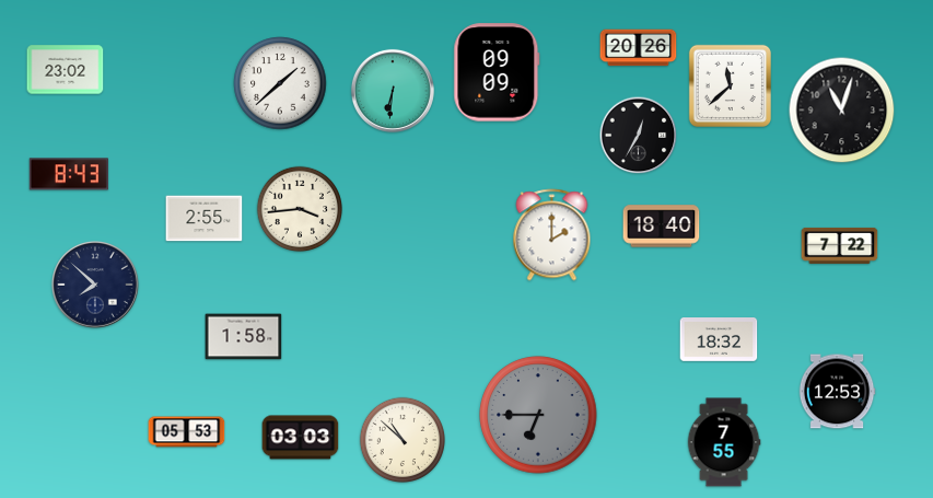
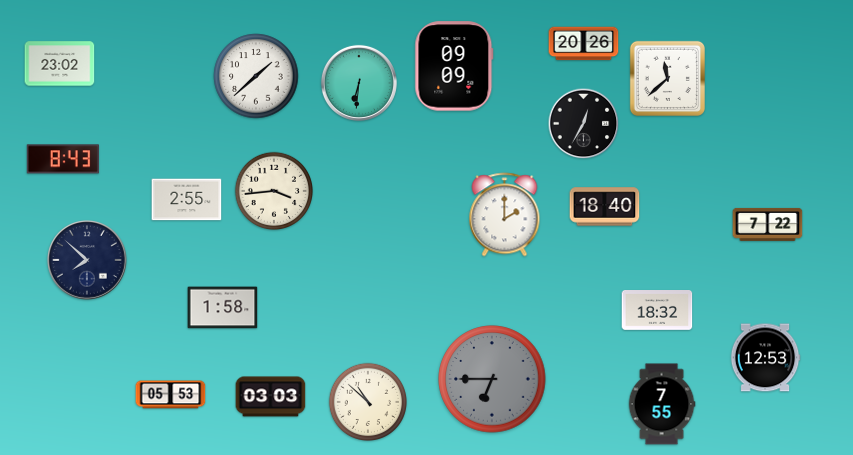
clock at (842, 111): 11:03 -> none
clock at (301, 438) position: (301, 438) -> (271, 397)
